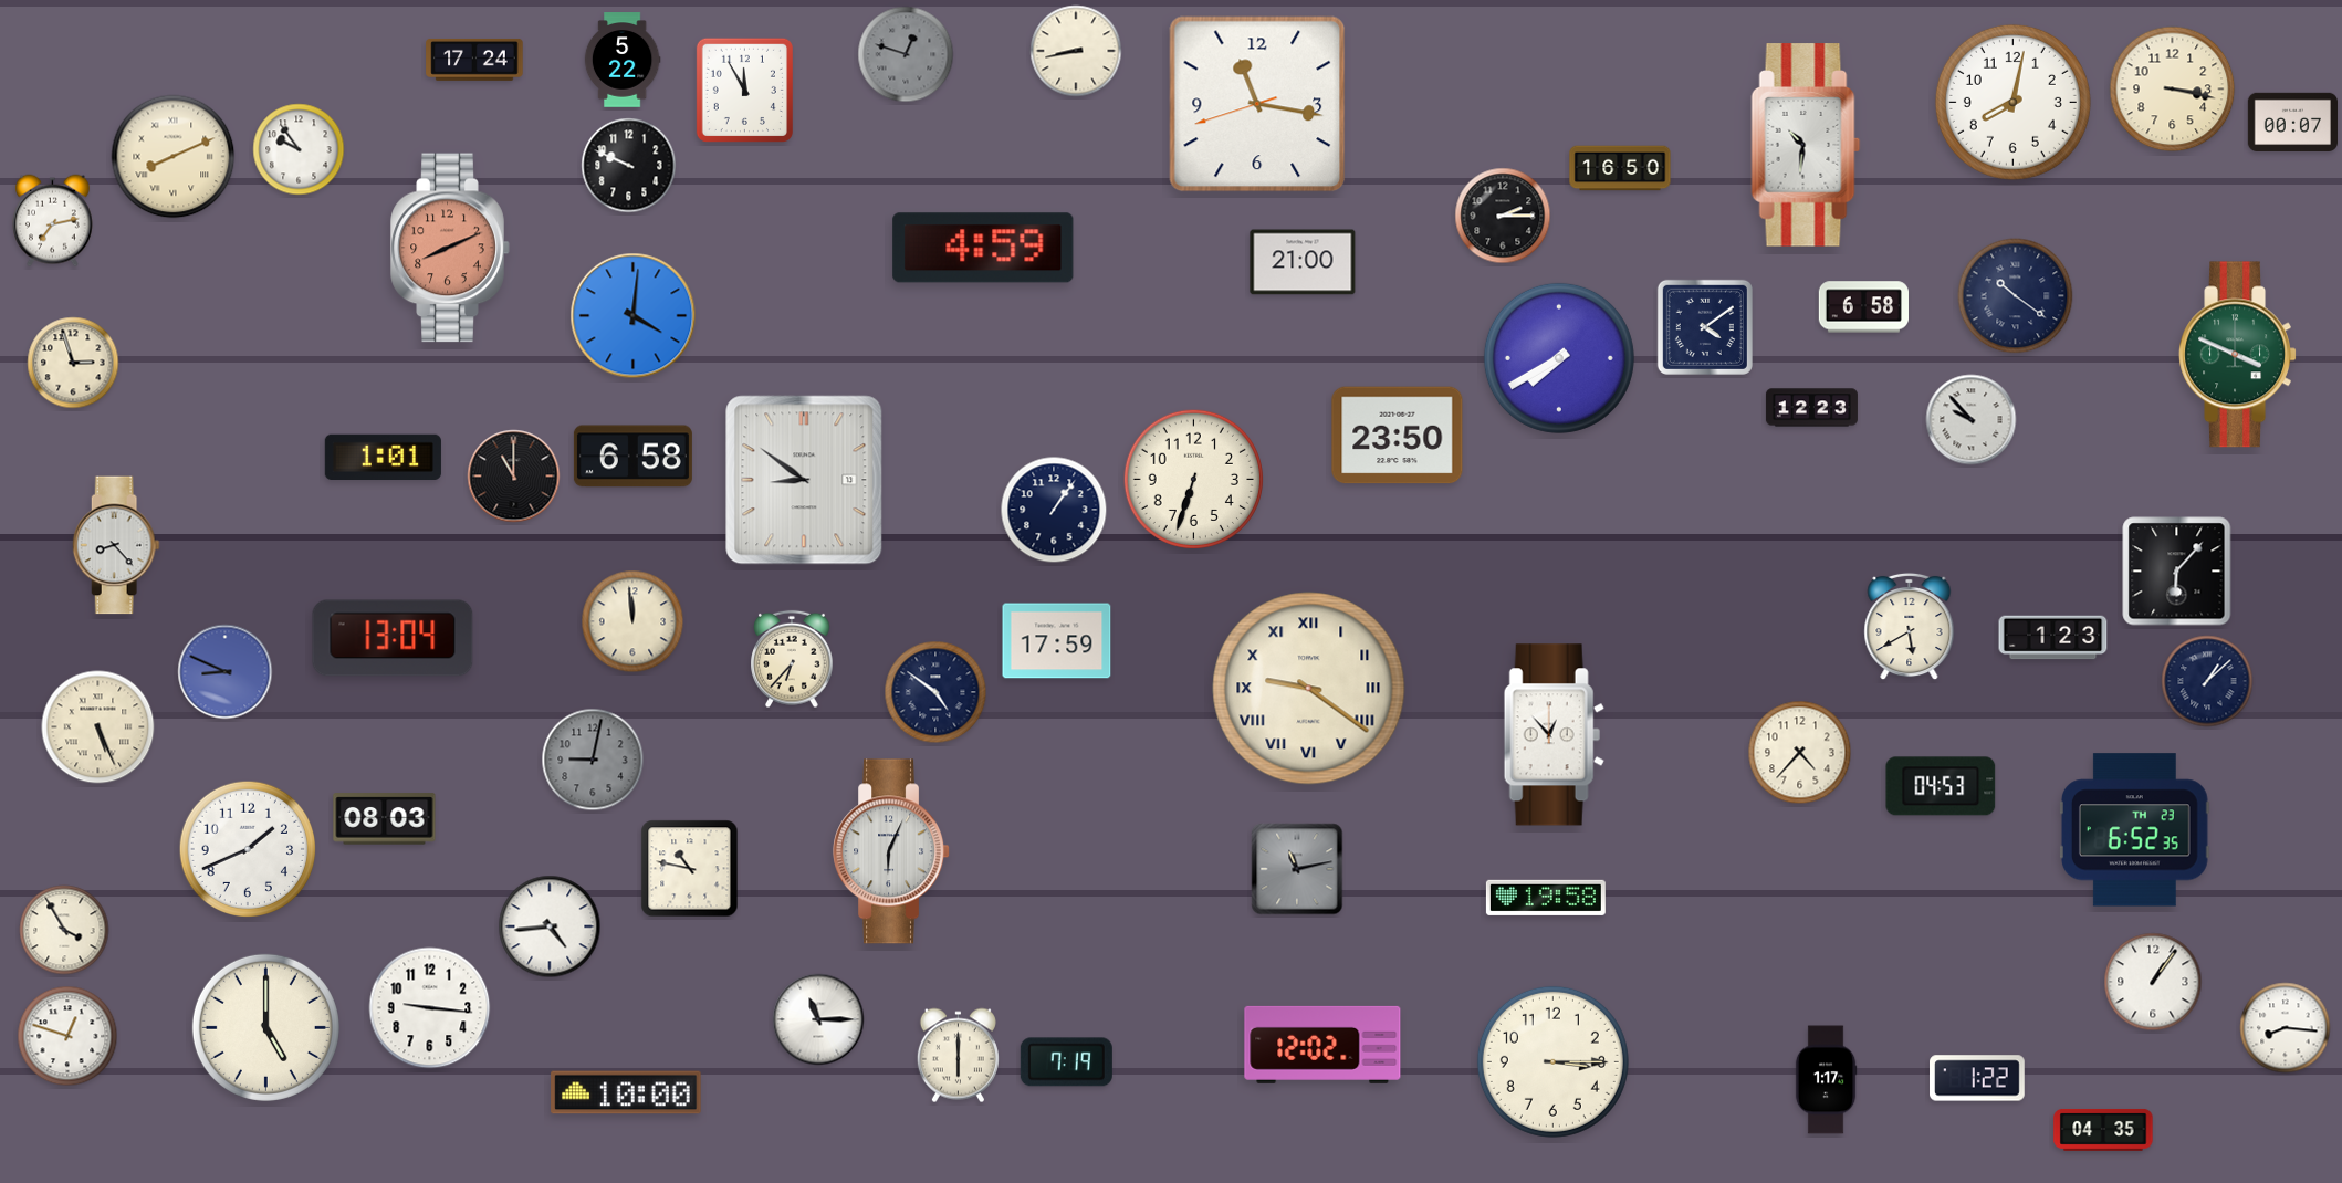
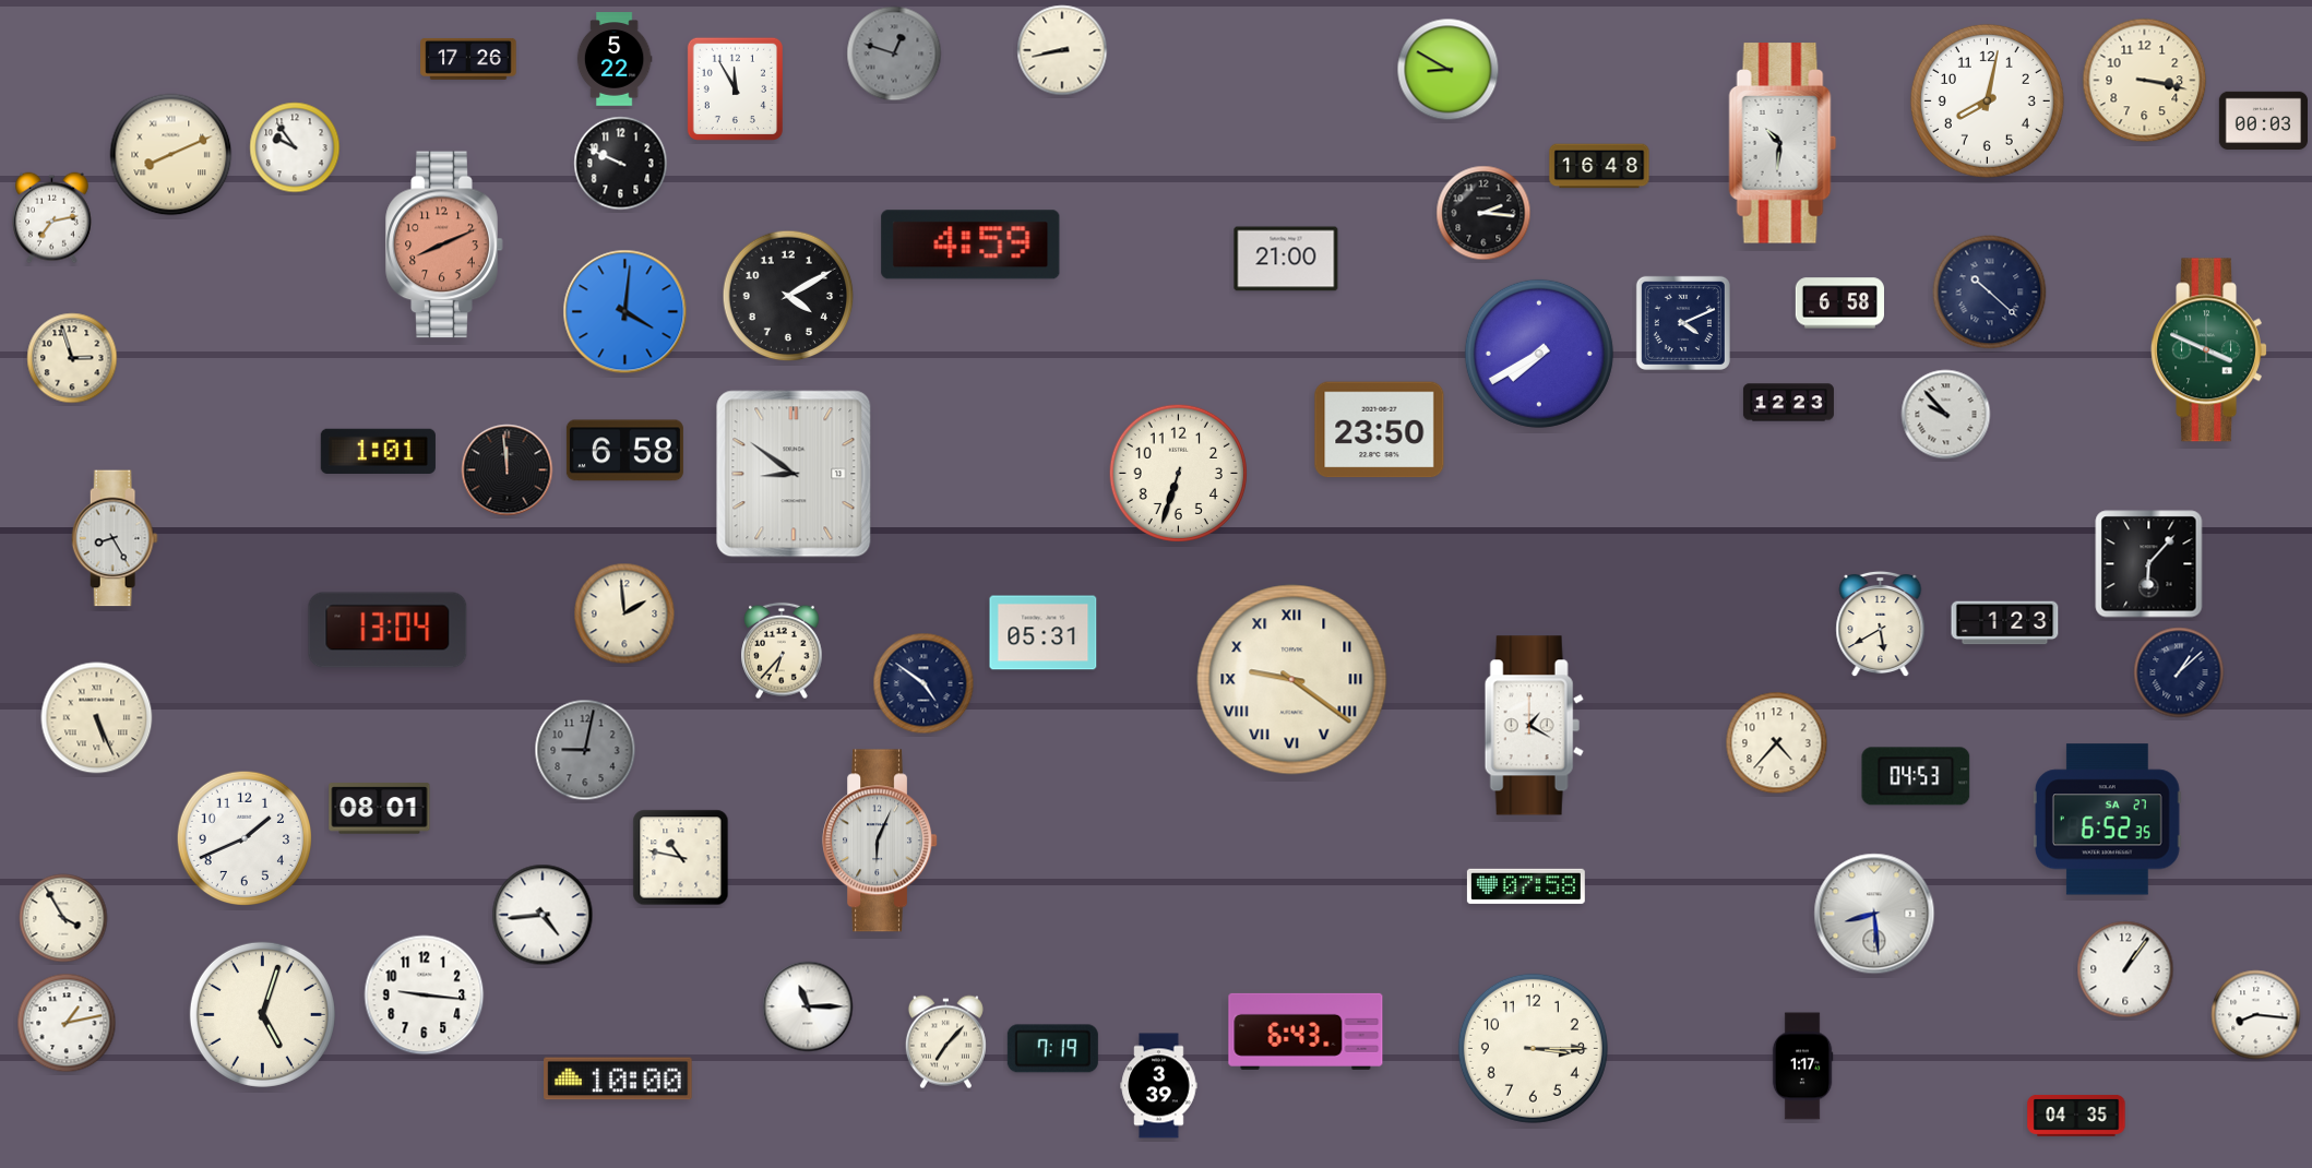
clock at (474, 60): 17:24 -> 17:26
clock at (1449, 70): none -> 8:50
clock at (2173, 90) position: (2173, 90) -> (2145, 81)
clock at (1257, 104): 11:16 -> none
clock at (2292, 122): 00:07 -> 00:03
clock at (1620, 168): 16:50 -> 16:48
clock at (1503, 216): 2:15 -> 2:16
clock at (2016, 296): 10:21 -> 10:22
clock at (788, 296): none -> 4:10
clock at (1705, 327): 4:09 -> 4:11
clock at (514, 477): 11:00 -> 11:59
clock at (1054, 510): 1:06 -> none
clock at (116, 545): 8:23 -> 8:25
clock at (632, 621): 11:59 -> 1:59
clock at (1910, 627) position: (1910, 627) -> (1881, 624)
clock at (2053, 638) position: (2053, 638) -> (2005, 623)
clock at (1057, 641): 17:59 -> 05:31
clock at (226, 672): 8:49 -> none
clock at (1554, 735): 12:53 -> 1:20
clock at (385, 819): 08:03 -> 08:01
clock at (2134, 830) date: TH 23 -> SA 27
clock at (1297, 869): 11:13 -> none
clock at (1546, 898): 19:58 -> 07:58
clock at (1874, 914): none -> 8:29
clock at (265, 1027): 5:00 -> 5:03
clock at (67, 1036): 12:48 -> 1:13
clock at (1322, 1045): 12:02 -> 6:43
clock at (958, 1056): 6:00 -> 7:07
clock at (1978, 1078): 1:22 -> none
clock at (1159, 1086): none -> 3:39
